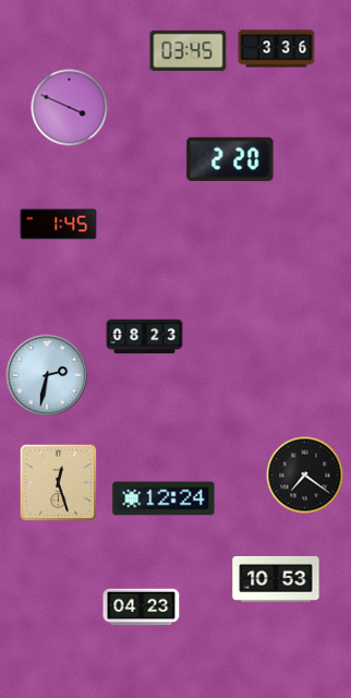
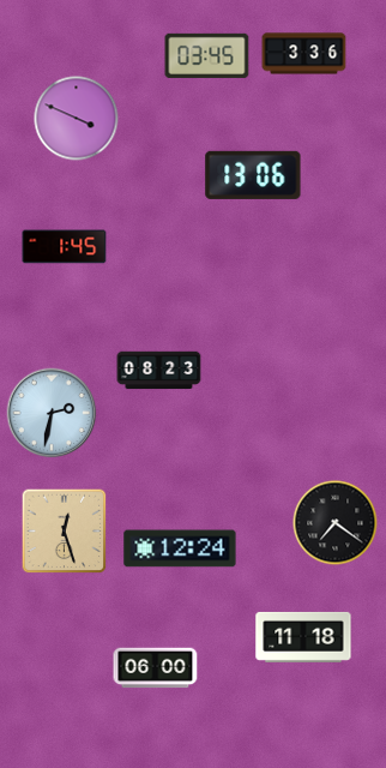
clock at (230, 159): 2:20 -> 13:06
clock at (276, 579): 10:53 -> 11:18
clock at (142, 607): 04:23 -> 06:00
